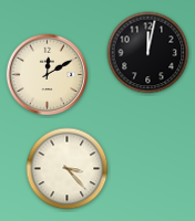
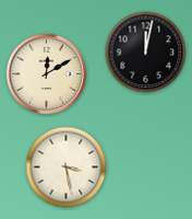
clock at (68, 169): 3:23 -> 3:28
